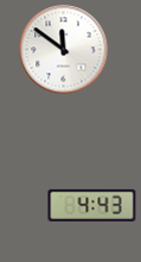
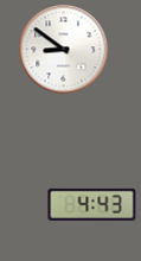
clock at (64, 50): 11:51 -> 8:51
